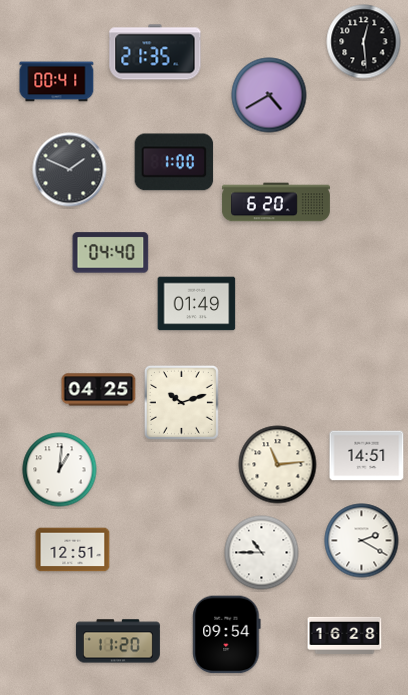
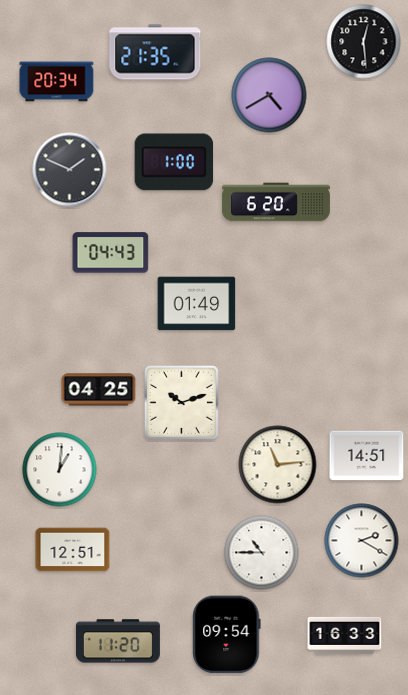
clock at (57, 82): 00:41 -> 20:34
clock at (111, 253): 04:40 -> 04:43
clock at (345, 635): 16:28 -> 16:33
